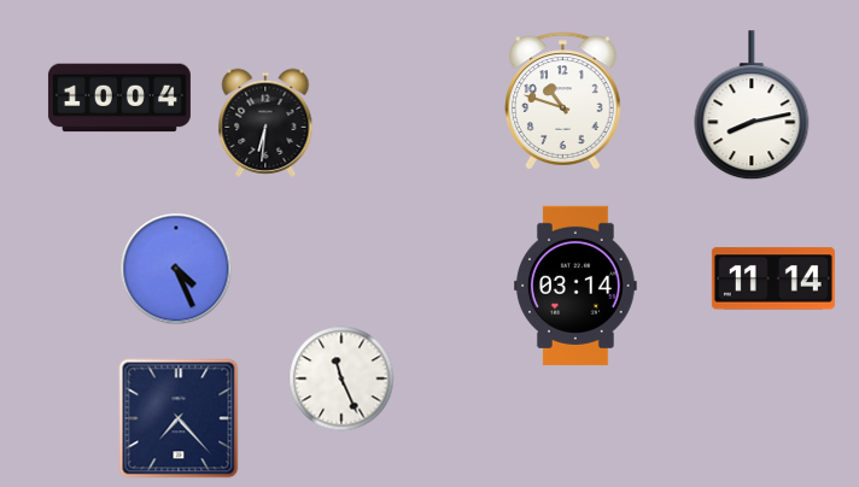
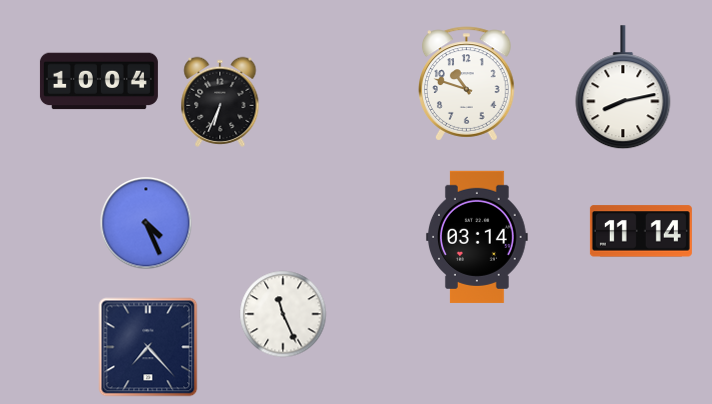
clock at (265, 123): 6:31 -> 6:34
